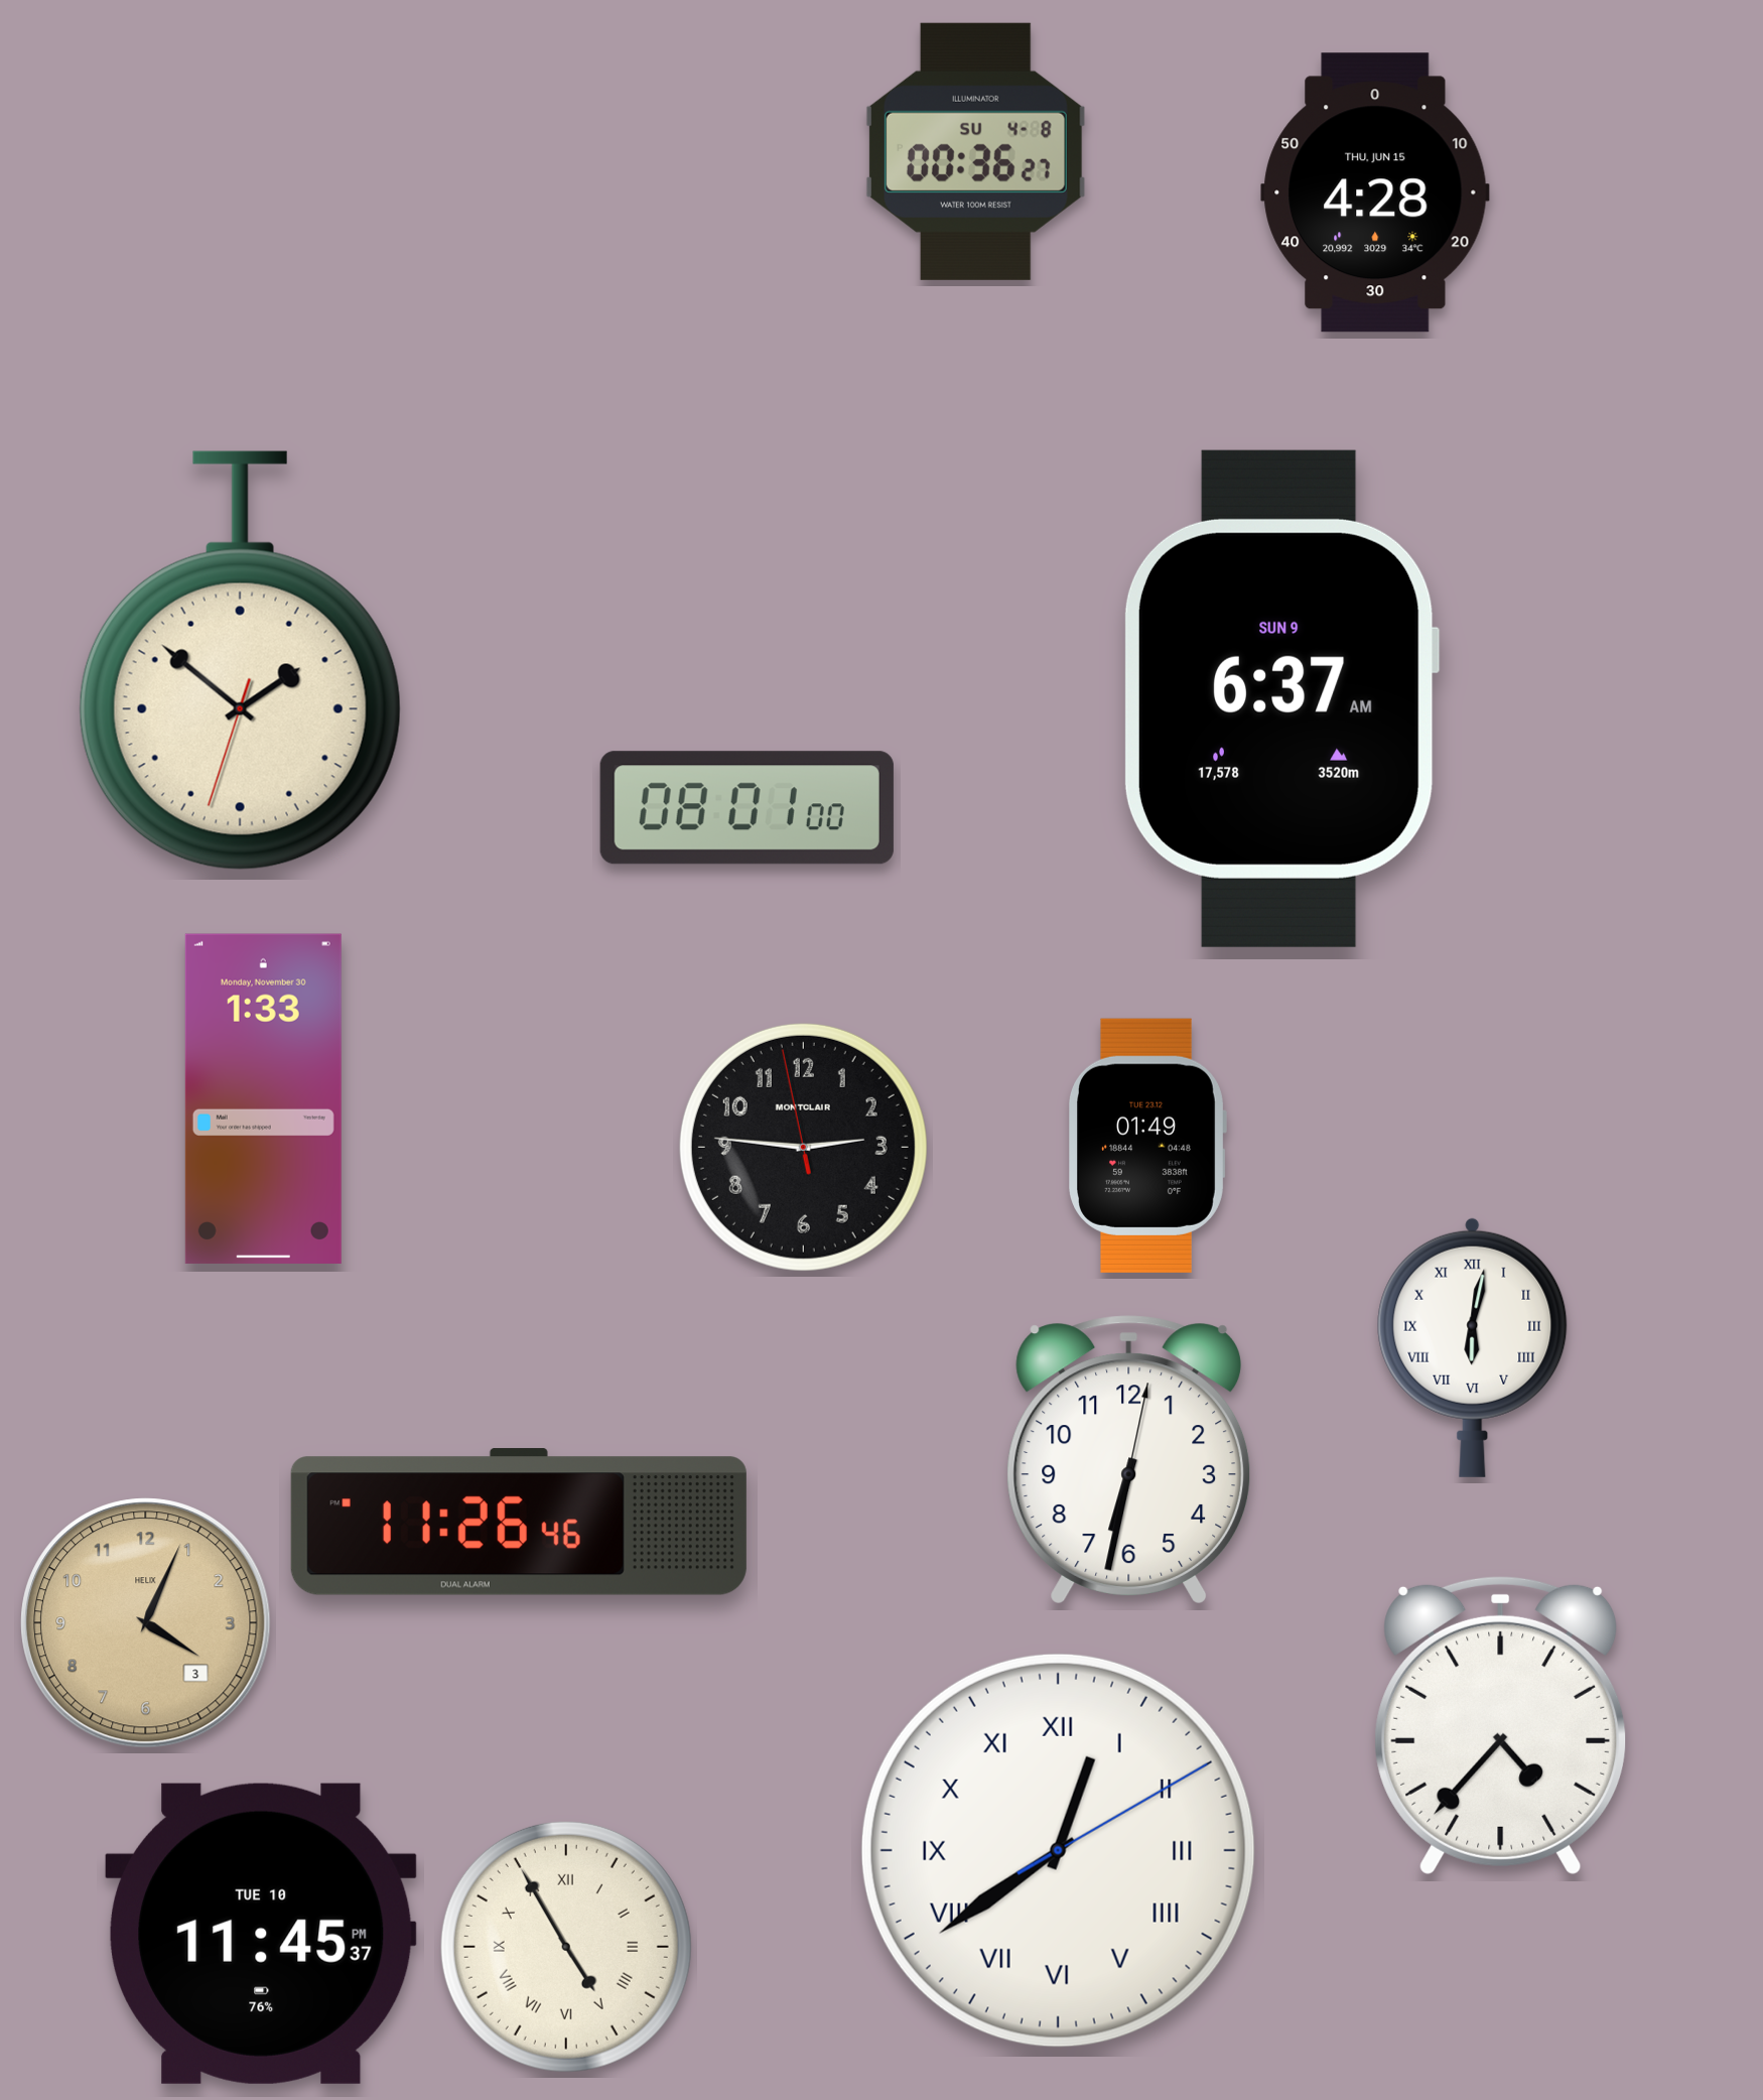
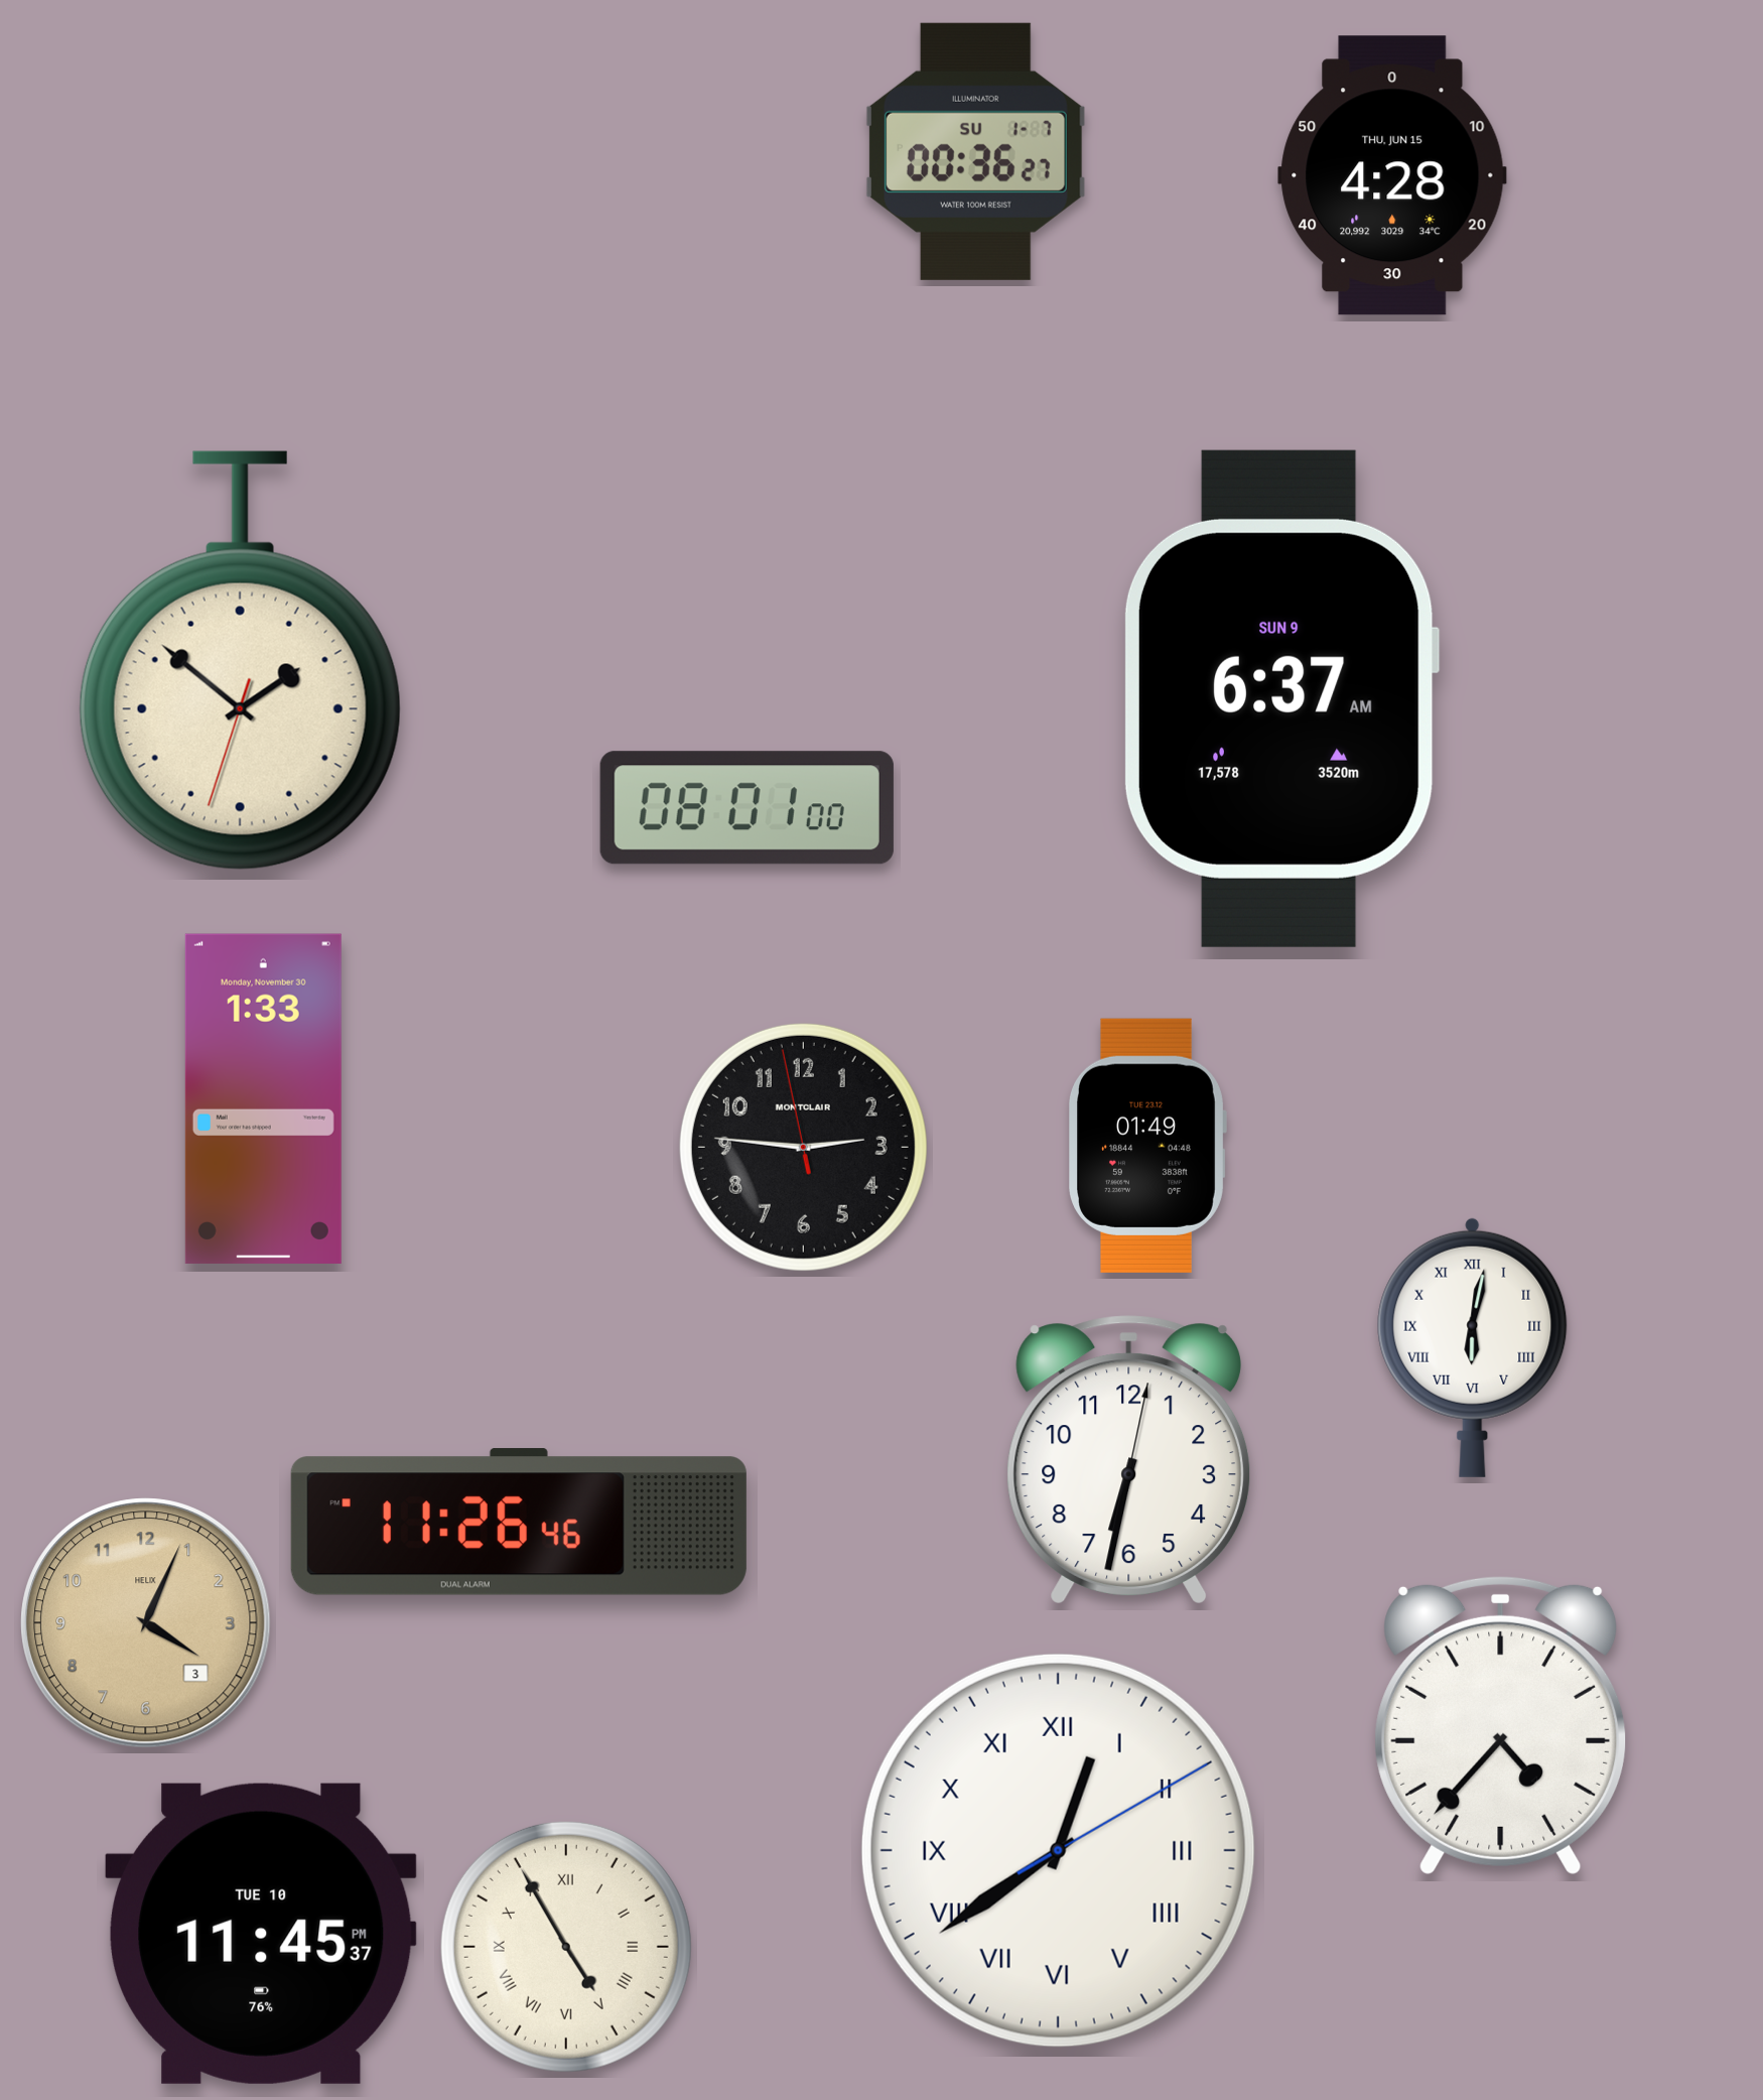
clock at (975, 151) date: SU 4-8 -> SU 1-7
clock at (1375, 192) position: (1375, 192) -> (1392, 175)
